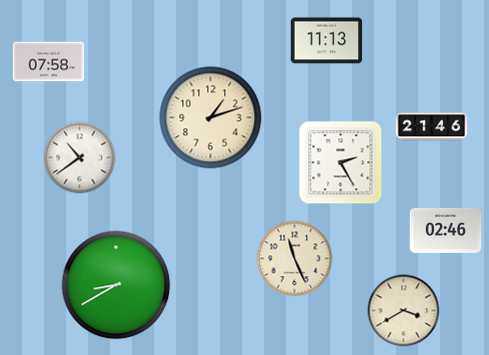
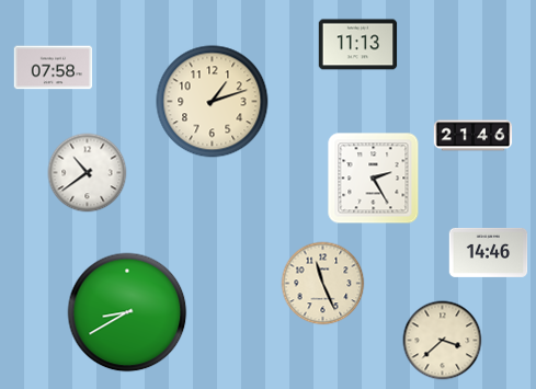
clock at (211, 118) position: (211, 118) -> (213, 102)
clock at (432, 127) position: (432, 127) -> (474, 136)
clock at (446, 230): 02:46 -> 14:46
clock at (404, 311): 3:40 -> 3:38
